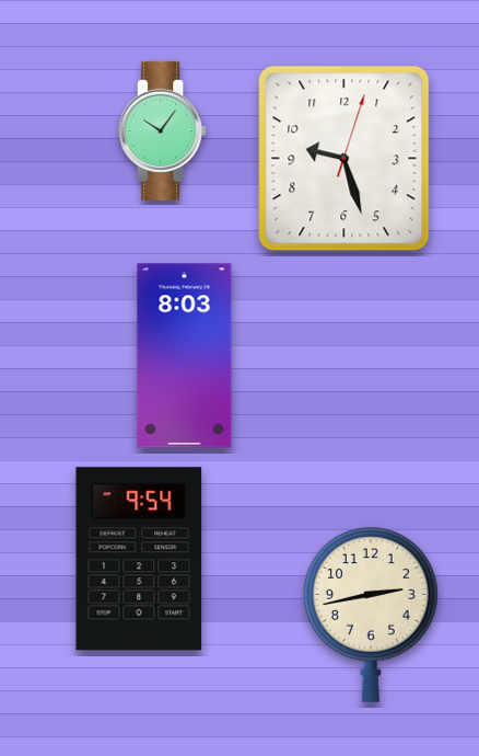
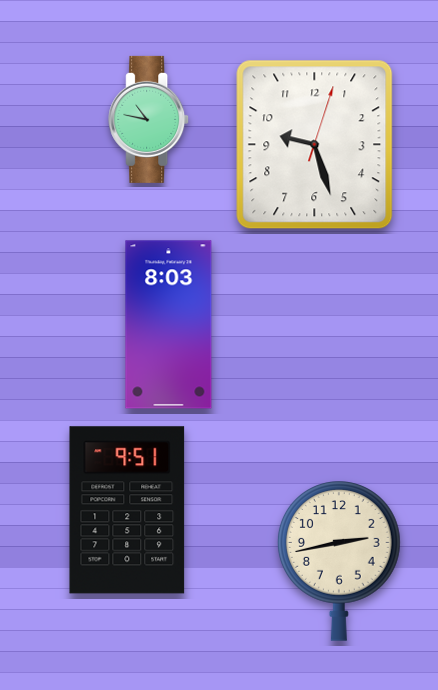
clock at (163, 130): 10:06 -> 10:47
clock at (139, 559): 9:54 -> 9:51
